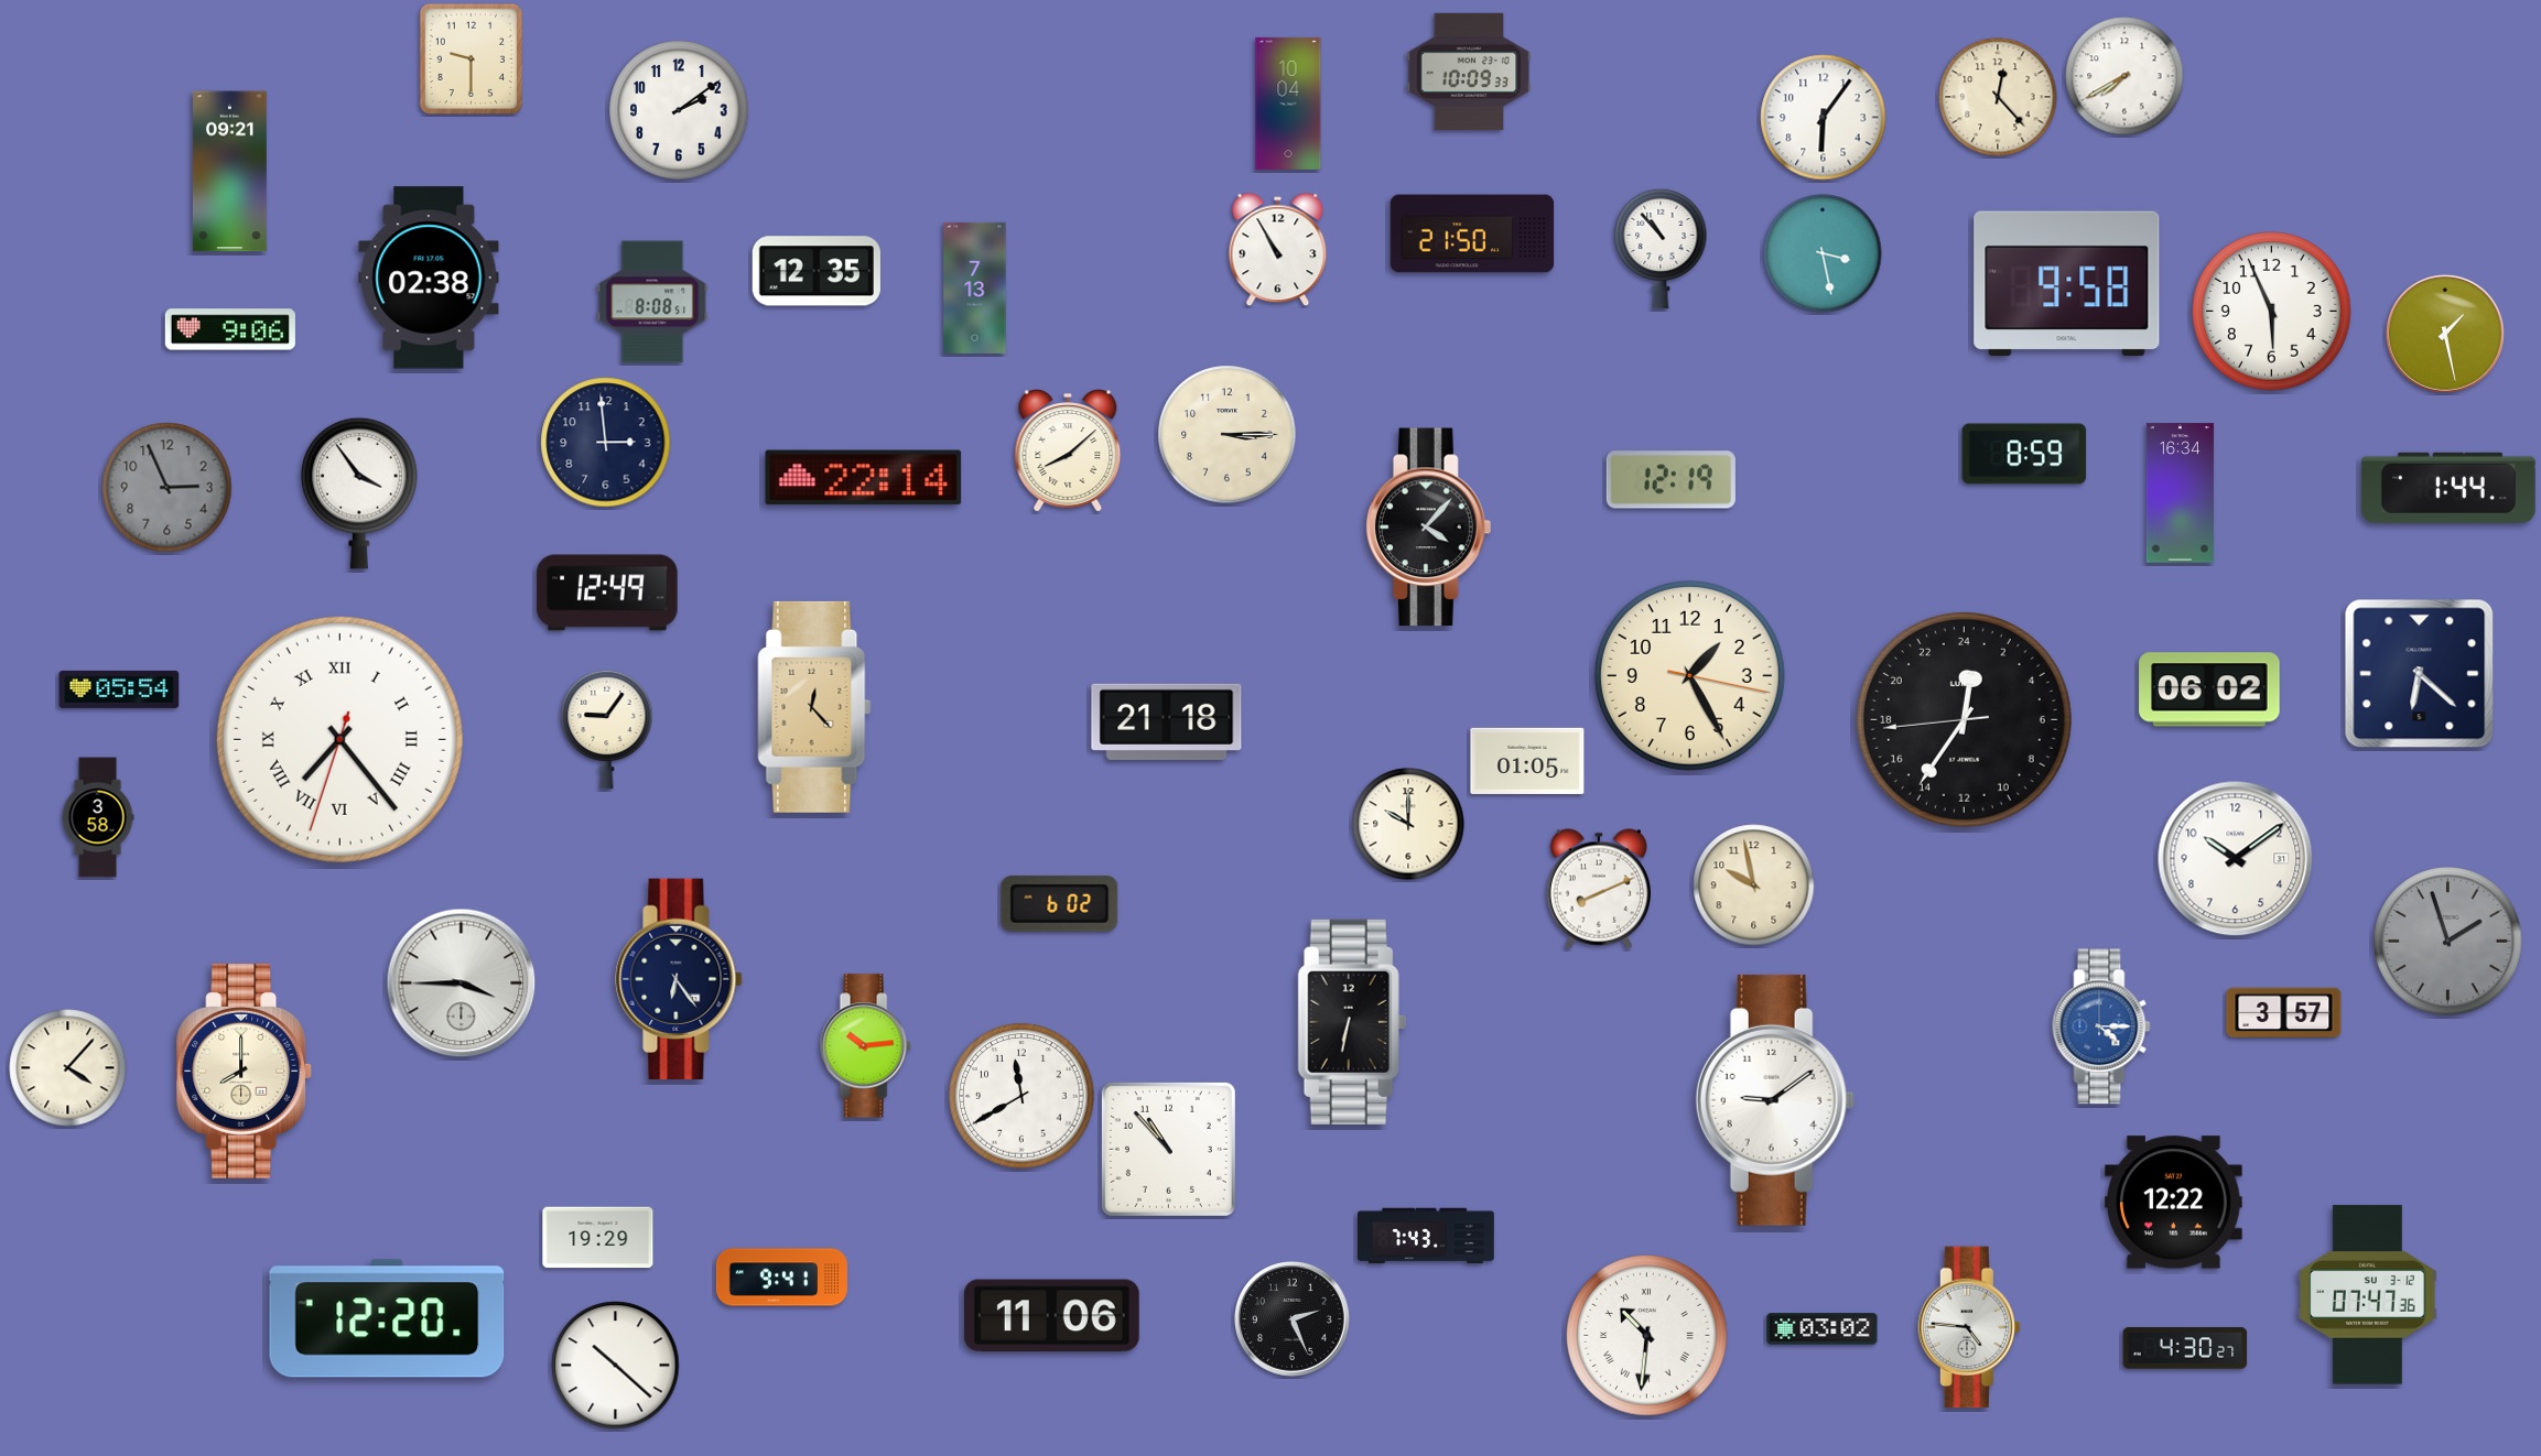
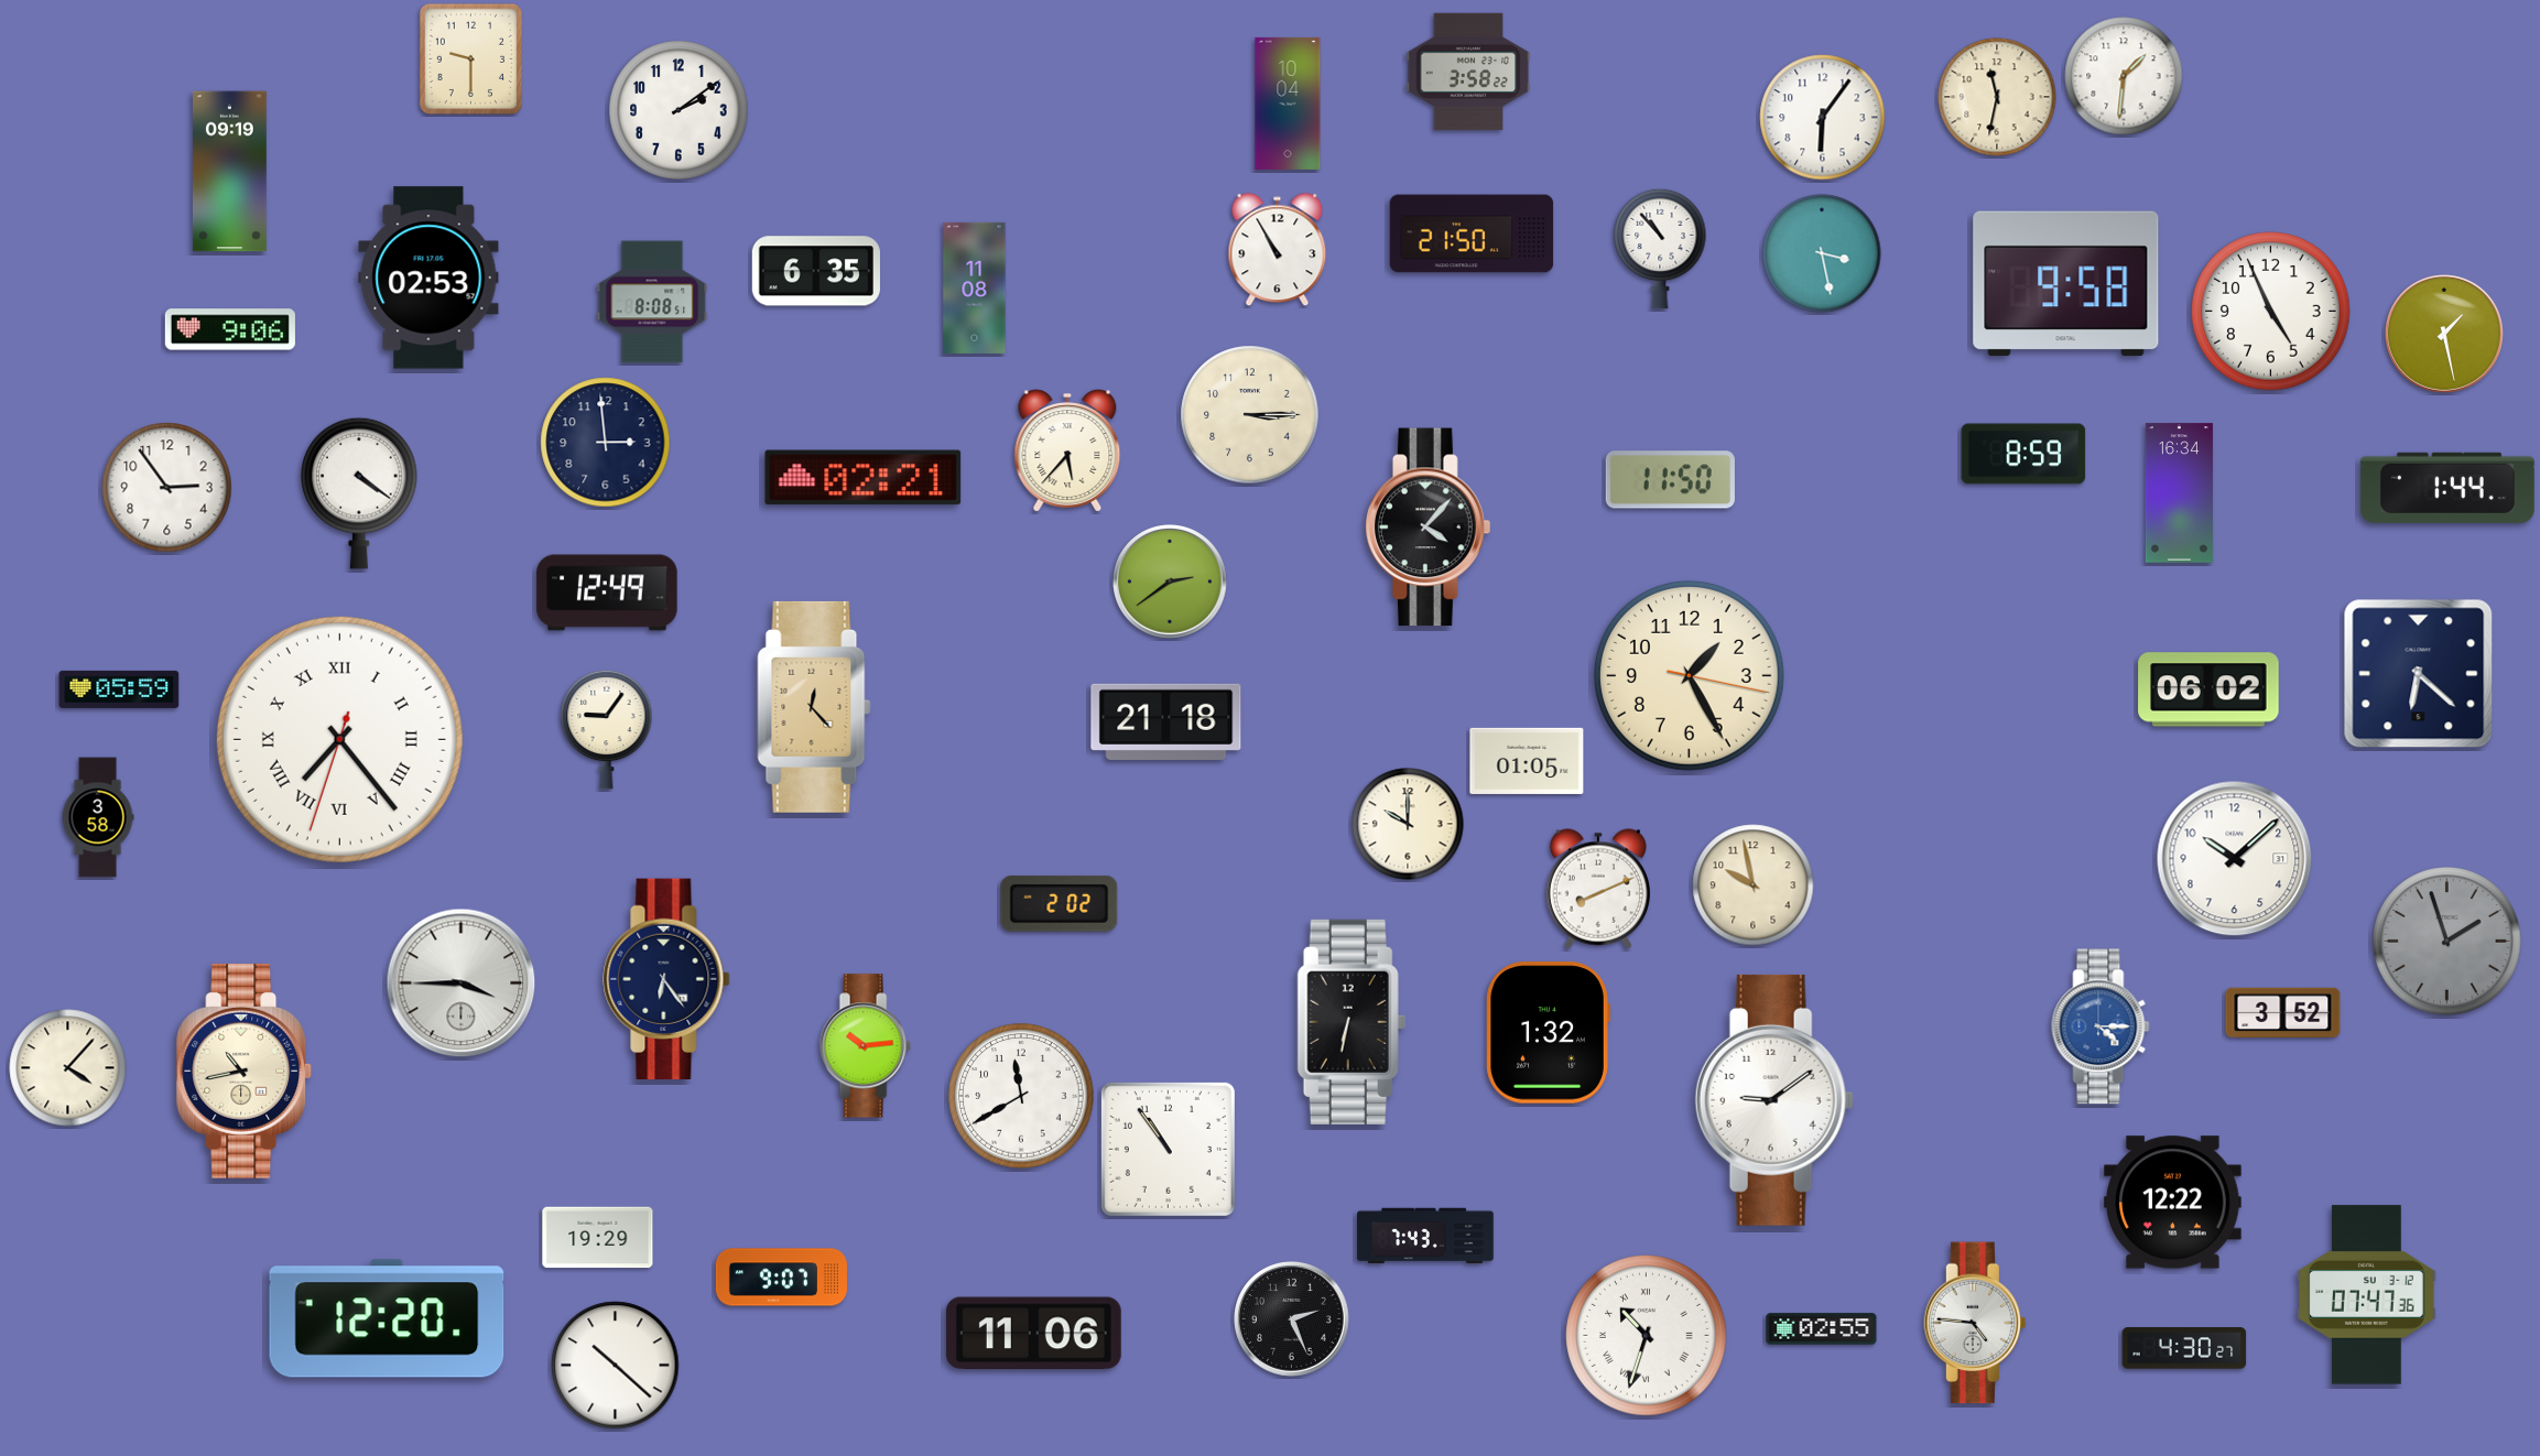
clock at (1469, 72): 10:09 -> 3:58
clock at (2124, 76): 7:40 -> 1:31
clock at (1998, 97): 12:23 -> 11:32
clock at (229, 172): 09:21 -> 09:19
clock at (817, 271): 12:35 -> 6:35
clock at (429, 278): 02:38 -> 02:53
clock at (975, 287): 7:13 -> 11:08
clock at (2272, 312): 5:56 -> 4:56
clock at (1228, 435) position: (1228, 435) -> (1250, 415)
clock at (1068, 450): 8:08 -> 5:37
clock at (864, 478): 22:14 -> 02:21
clock at (1670, 480): 12:19 -> 11:50
clock at (167, 488): 2:56 -> 2:54
clock at (167, 488) dial: grey -> white
clock at (359, 493): 3:54 -> 4:21
clock at (1170, 582): none -> 2:39
clock at (119, 689): 05:54 -> 05:59
clock at (1964, 719): 0:35 -> none
clock at (2236, 859): 10:09 -> 10:08
clock at (1060, 903): 6:02 -> 2:02
clock at (679, 978) position: (679, 978) -> (666, 978)
clock at (2284, 1013): 3:57 -> 3:52
clock at (1548, 1033): none -> 1:32
clock at (245, 1071): 8:00 -> 10:43
clock at (1168, 1149): 10:53 -> 10:54
clock at (781, 1278): 9:41 -> 9:07
clock at (1051, 1316) position: (1051, 1316) -> (1033, 1334)
clock at (1968, 1327) position: (1968, 1327) -> (1974, 1323)
clock at (1823, 1329): 03:02 -> 02:55
clock at (1647, 1336): 10:31 -> 10:33
